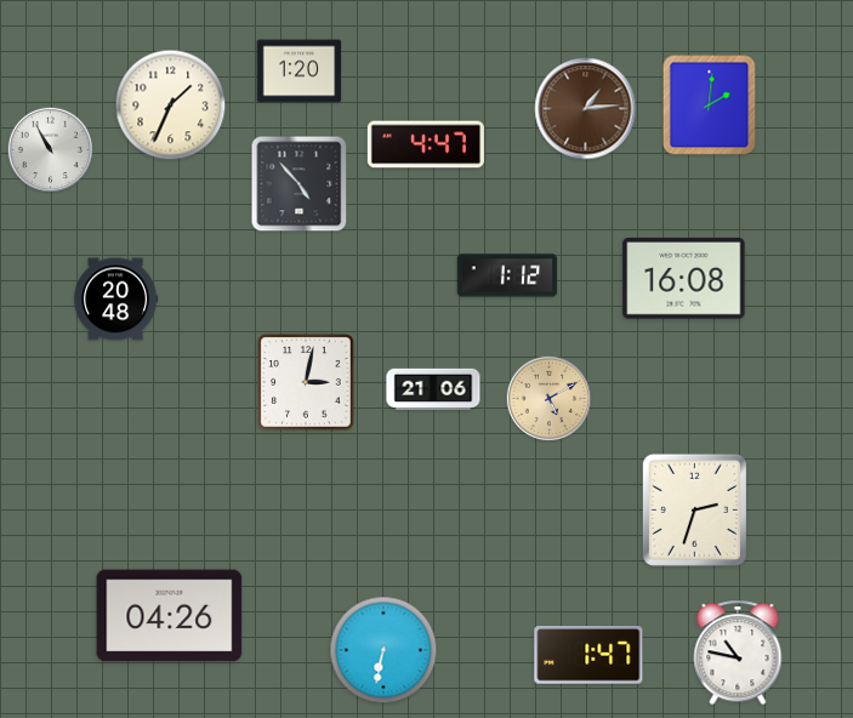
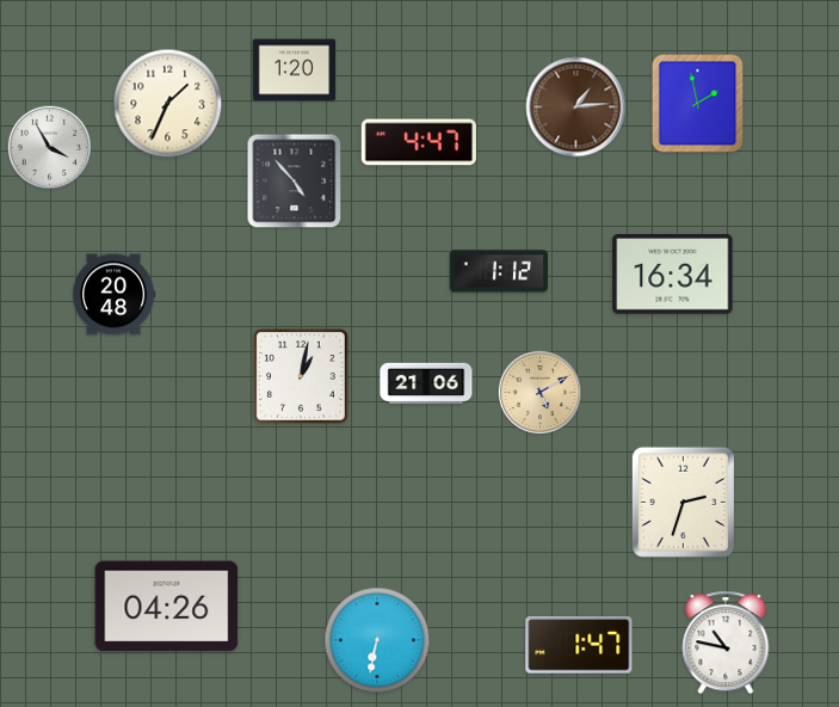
clock at (710, 106): 2:01 -> 1:58
clock at (50, 149): 10:55 -> 3:55
clock at (684, 279): 16:08 -> 16:34
clock at (306, 382): 3:02 -> 1:02
